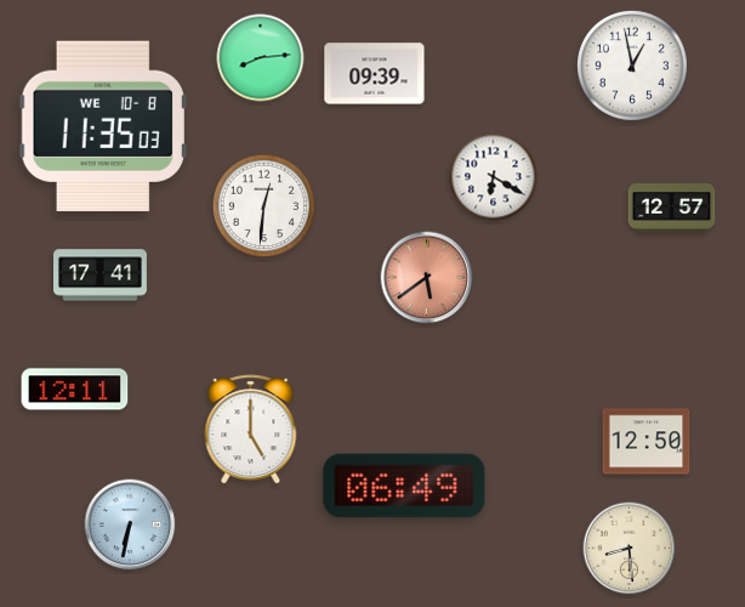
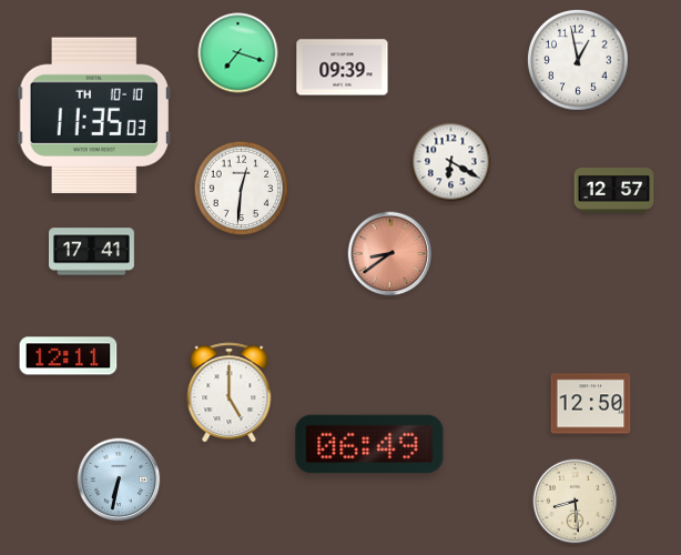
clock at (261, 58): 8:14 -> 7:18
clock at (103, 126) date: WE 10-8 -> TH 10-10
clock at (427, 278): 5:39 -> 8:39
